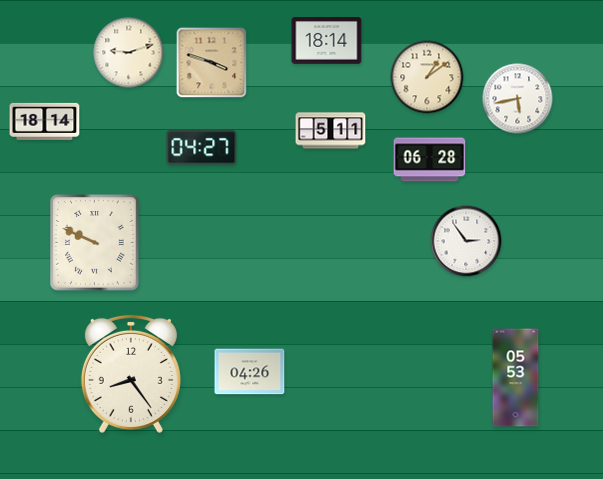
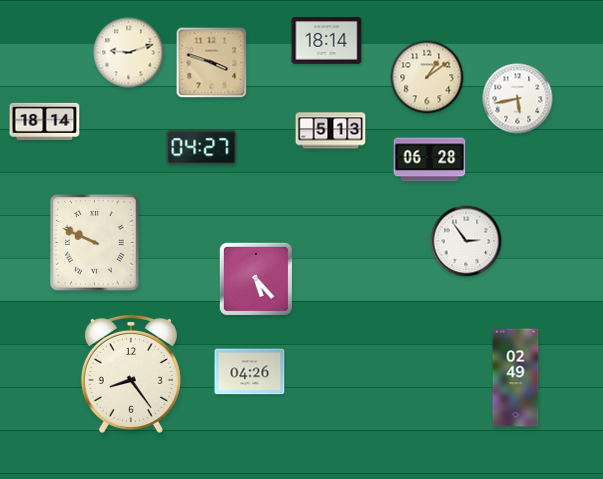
clock at (331, 131): 5:11 -> 5:13
clock at (256, 279): none -> 5:23
clock at (516, 378): 05:53 -> 02:49
